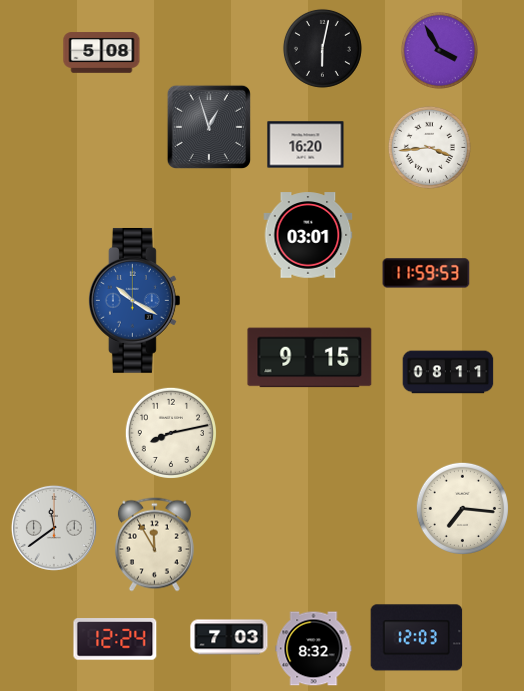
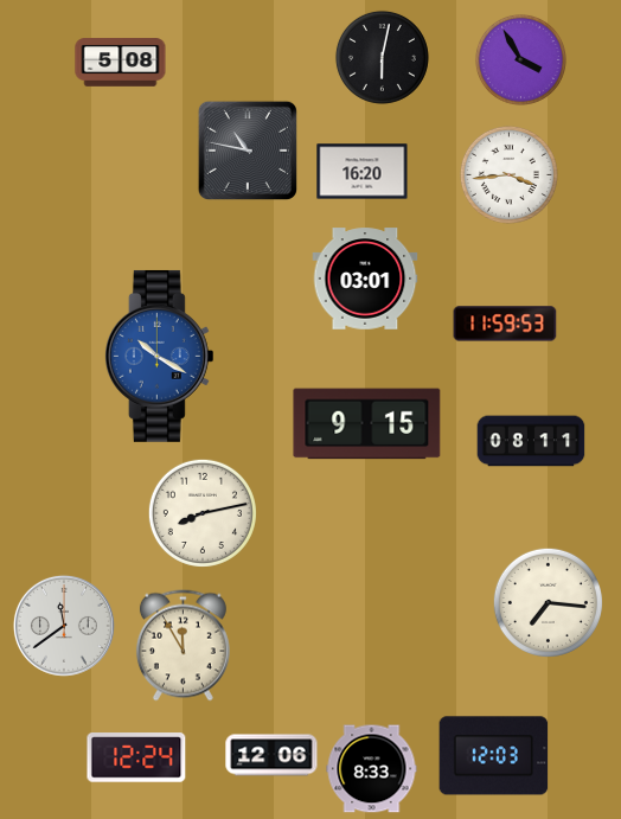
clock at (209, 127): 12:57 -> 10:47
clock at (229, 637): 7:03 -> 12:06
clock at (314, 649): 8:32 -> 8:33
